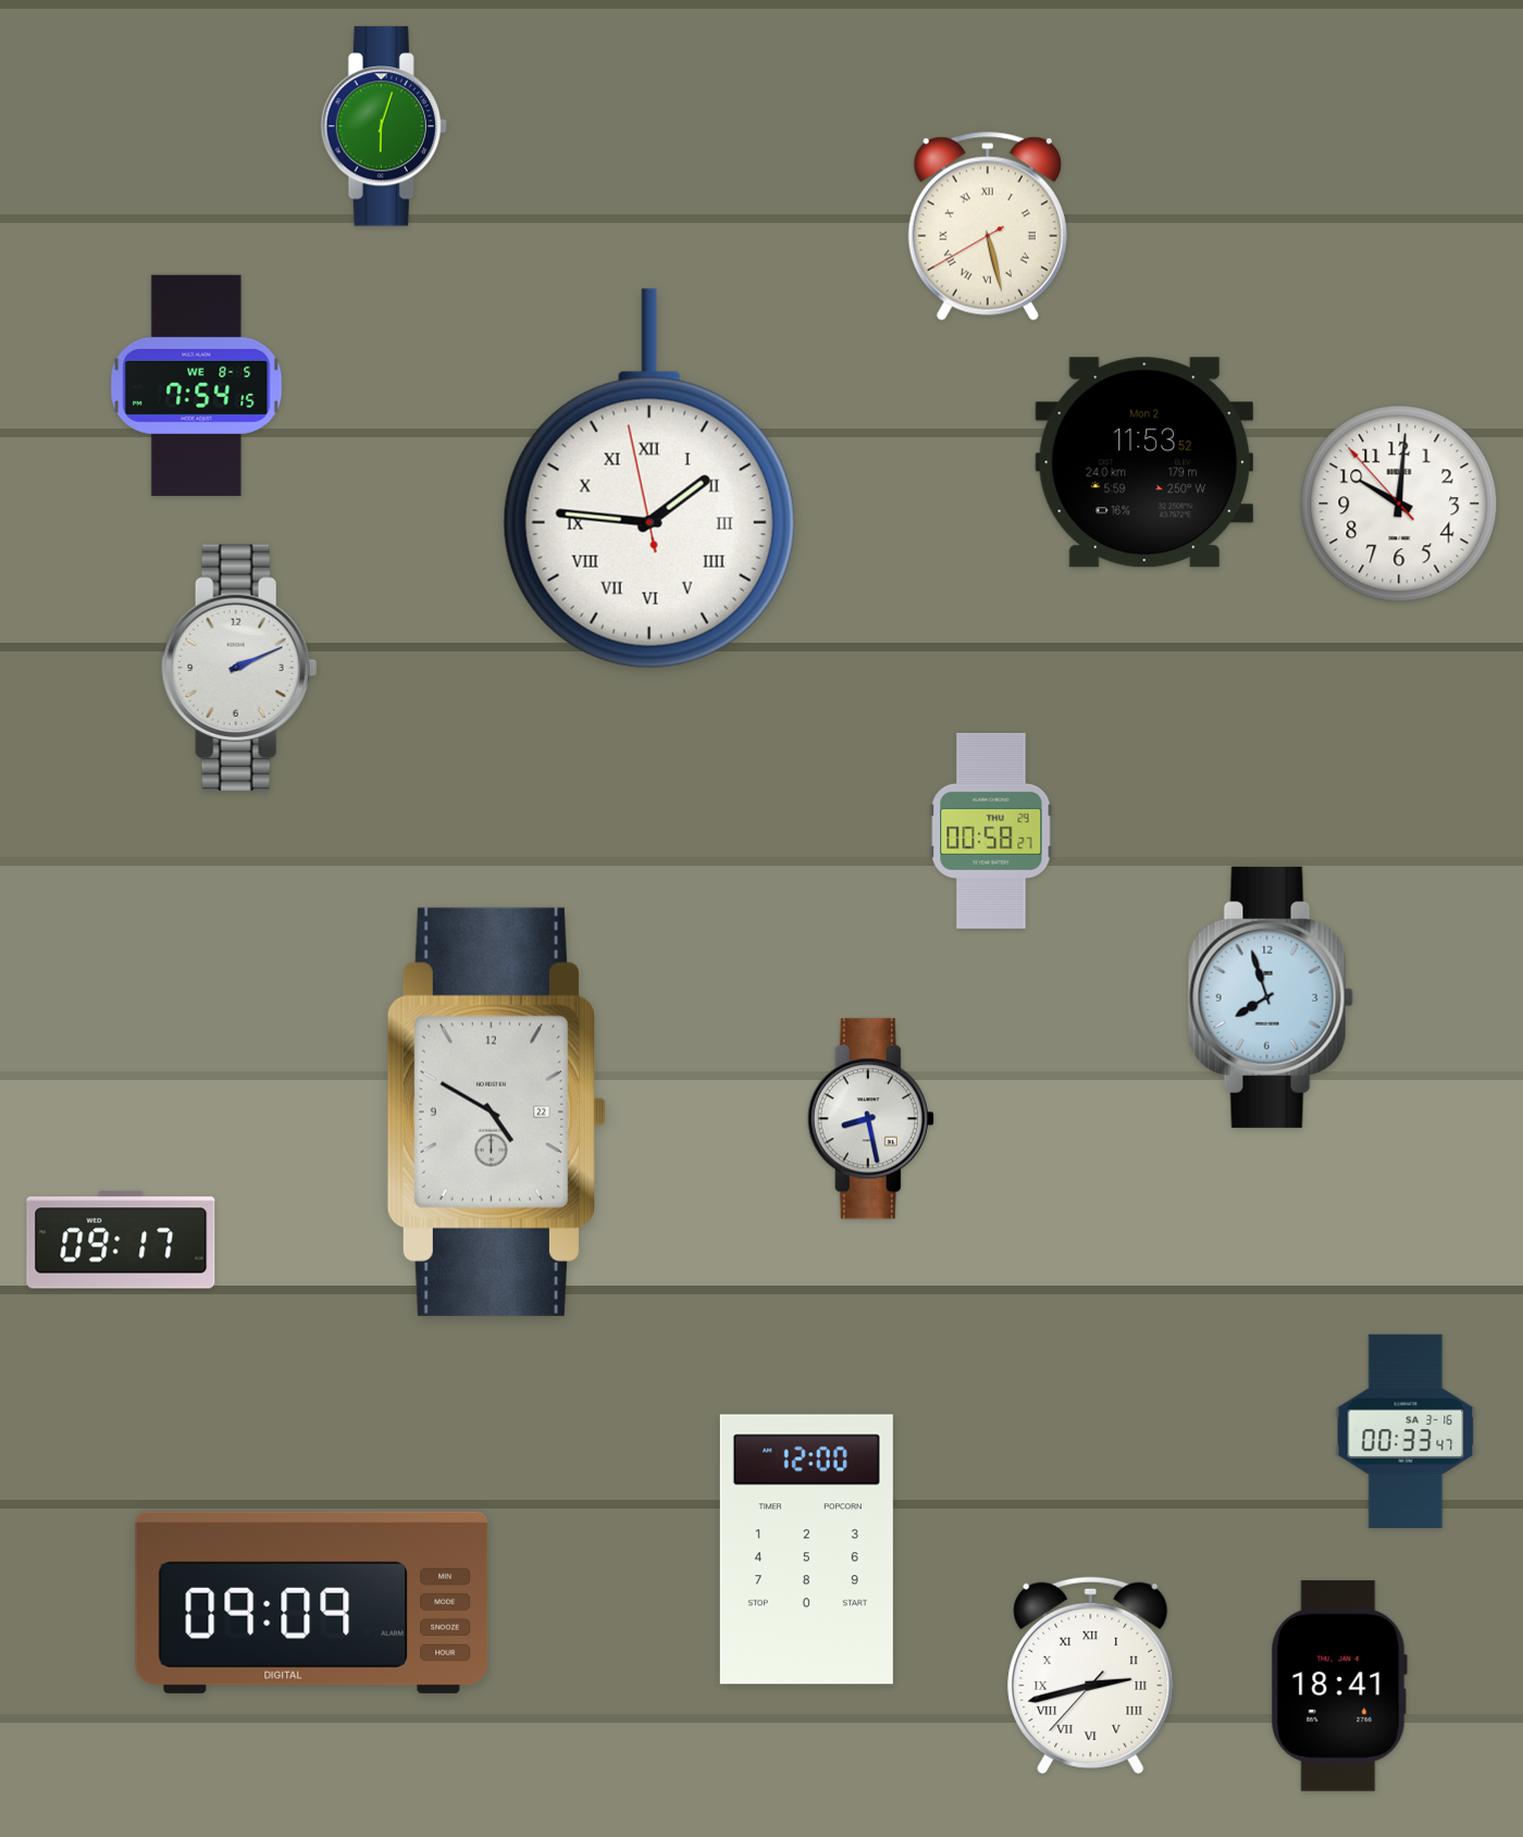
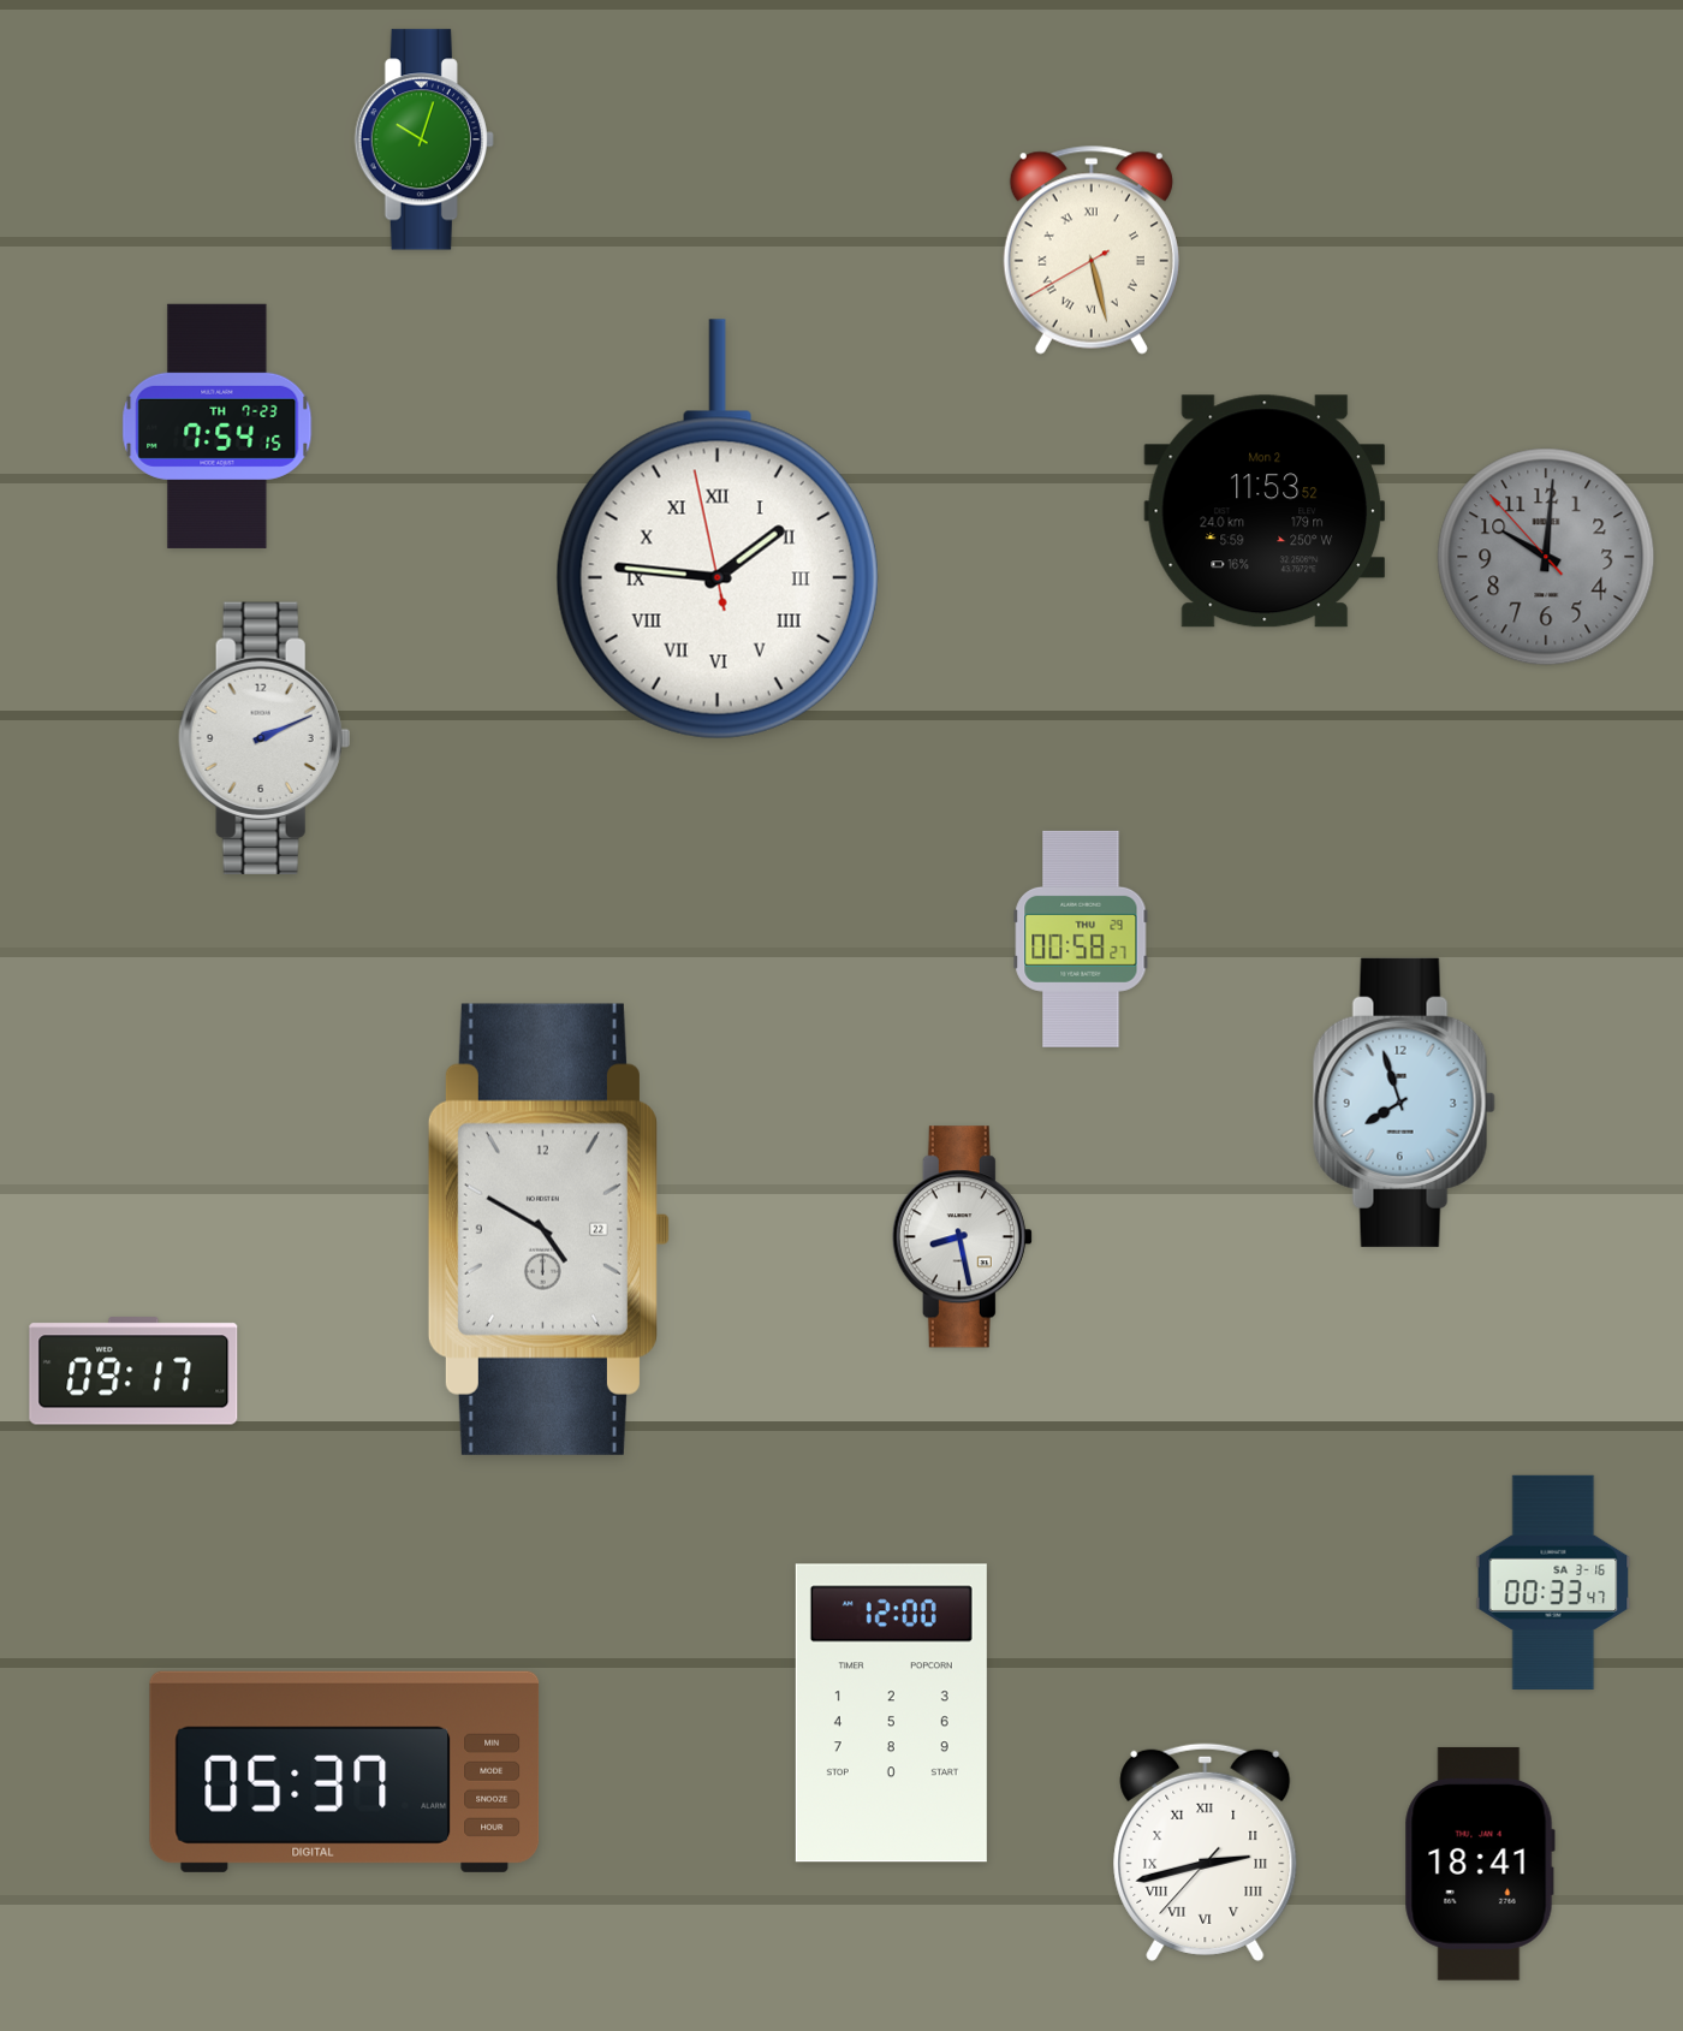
clock at (384, 126): 6:03 -> 10:03
clock at (197, 385) date: WE 8-5 -> TH 7-23
clock at (1399, 504) dial: white -> grey
clock at (991, 831) position: (991, 831) -> (1081, 939)
clock at (312, 1602): 09:09 -> 05:37
